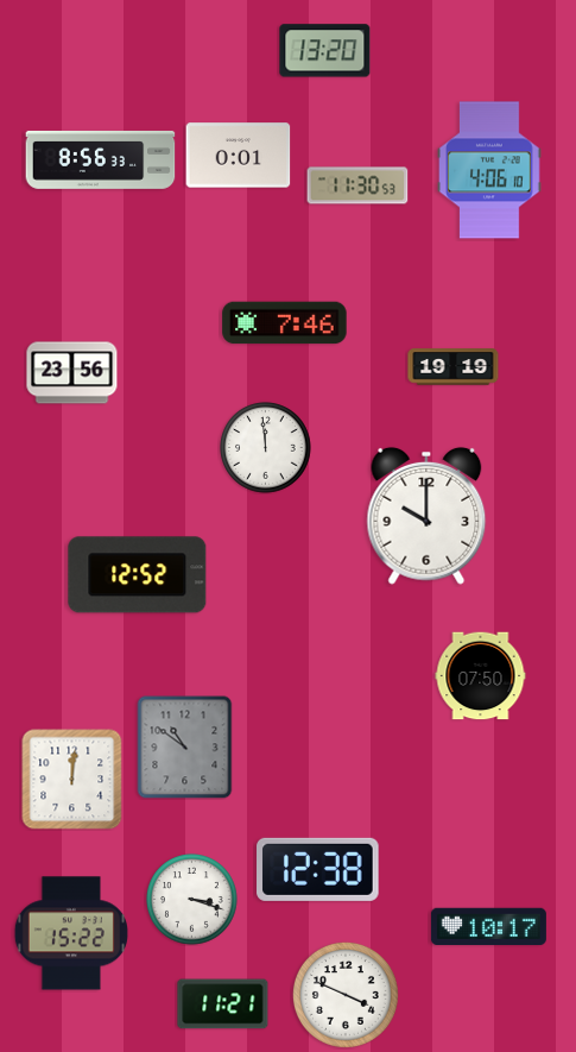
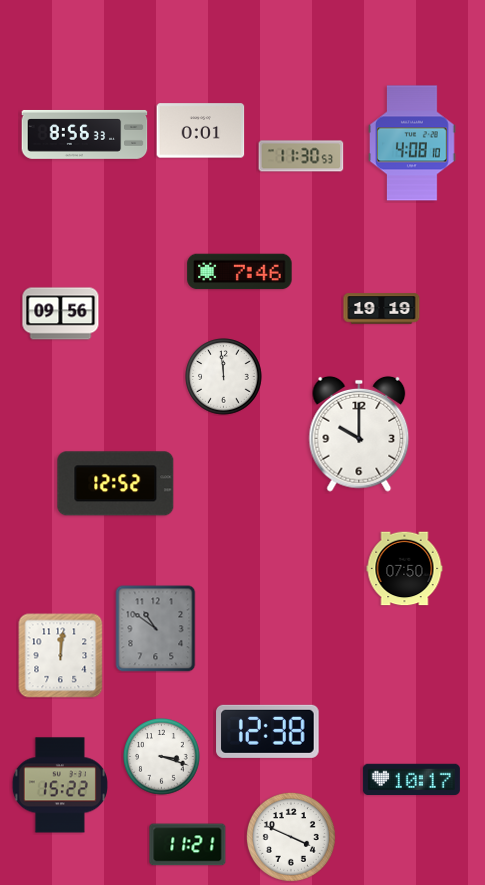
clock at (325, 51): 13:20 -> none
clock at (489, 170): 4:06 -> 4:08
clock at (72, 373): 23:56 -> 09:56
